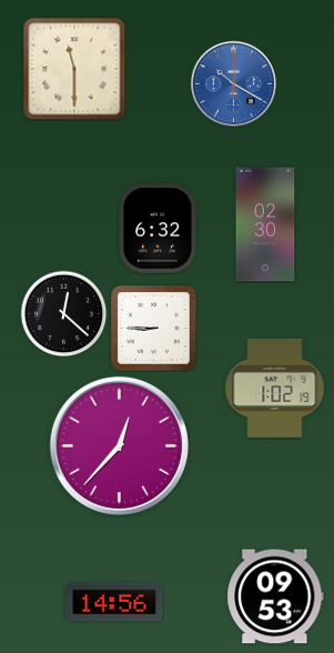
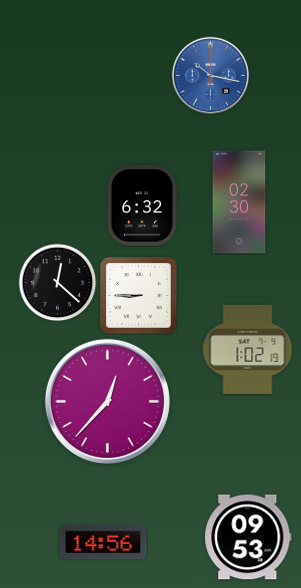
clock at (74, 69): 11:30 -> none
clock at (233, 83): 10:20 -> 10:17
